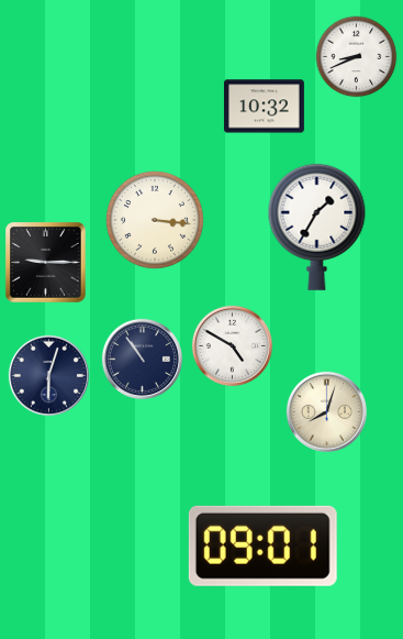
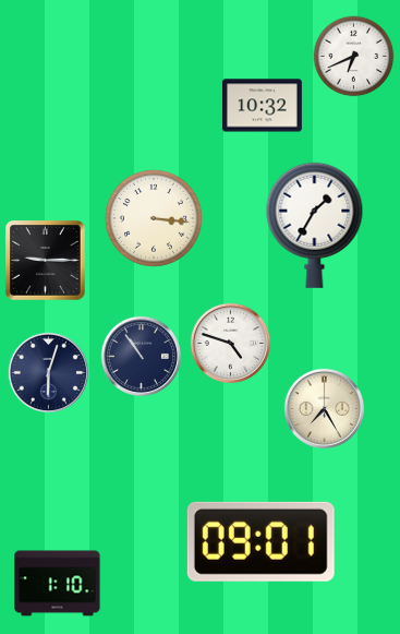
clock at (357, 57): 8:41 -> 6:41
clock at (232, 345): 4:50 -> 4:48
clock at (326, 411): 8:03 -> 7:25
clock at (58, 584): none -> 1:10
